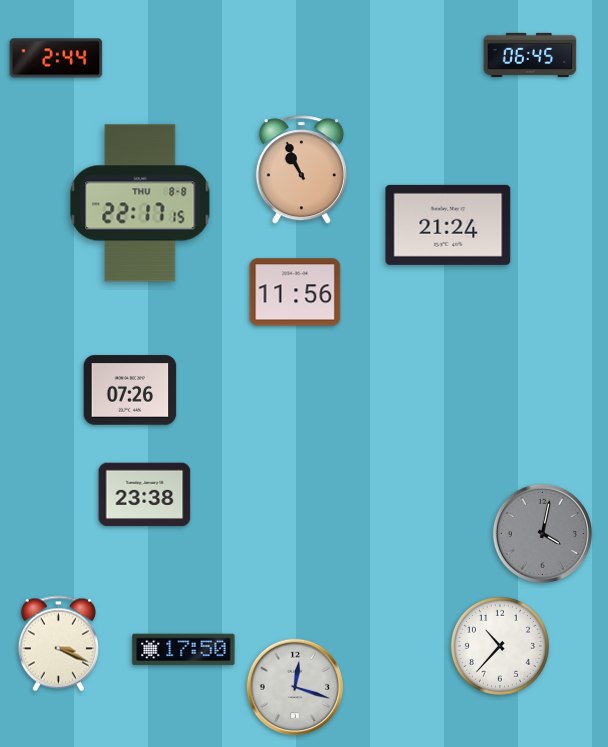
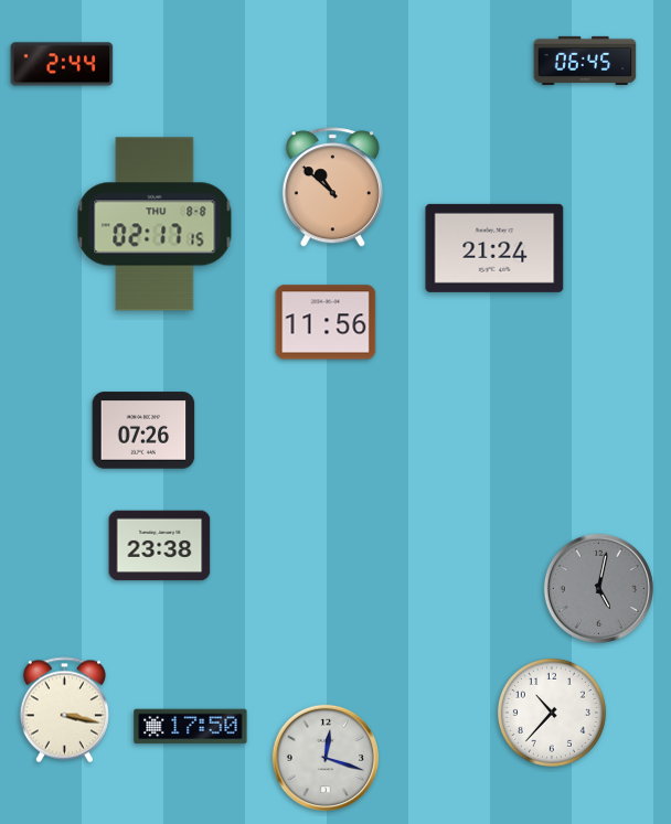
clock at (301, 170): 10:56 -> 10:52
clock at (140, 203): 22:17 -> 02:17
clock at (542, 533): 4:02 -> 5:02
clock at (58, 644): 3:19 -> 3:17
clock at (184, 650) position: (184, 650) -> (191, 727)
